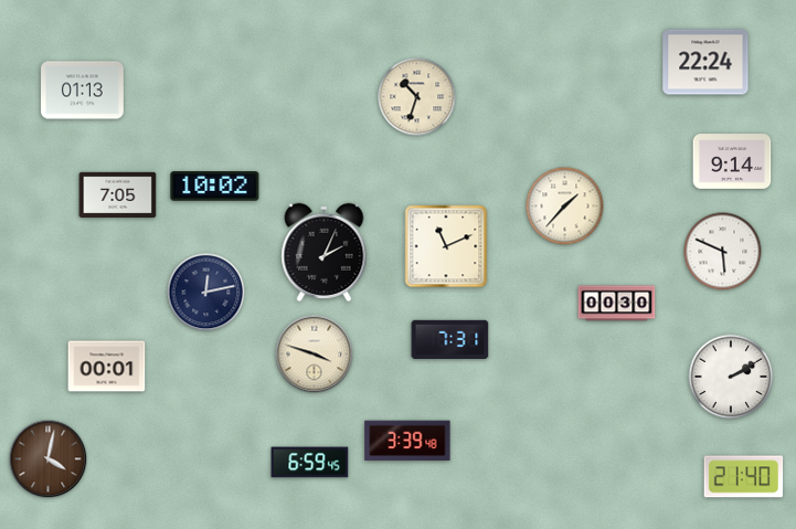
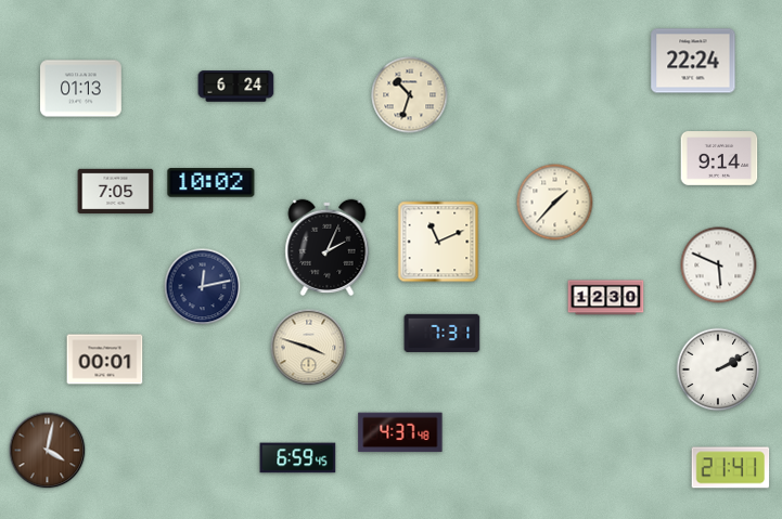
clock at (236, 87): none -> 6:24
clock at (325, 252) position: (325, 252) -> (328, 247)
clock at (723, 252) position: (723, 252) -> (719, 265)
clock at (617, 304): 00:30 -> 12:30
clock at (407, 441): 3:39 -> 4:37
clock at (310, 463) position: (310, 463) -> (298, 458)
clock at (744, 477): 21:40 -> 21:41
